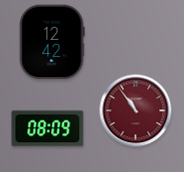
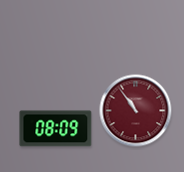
clock at (52, 42): 12:42 -> none
clock at (48, 129) position: (48, 129) -> (56, 129)
